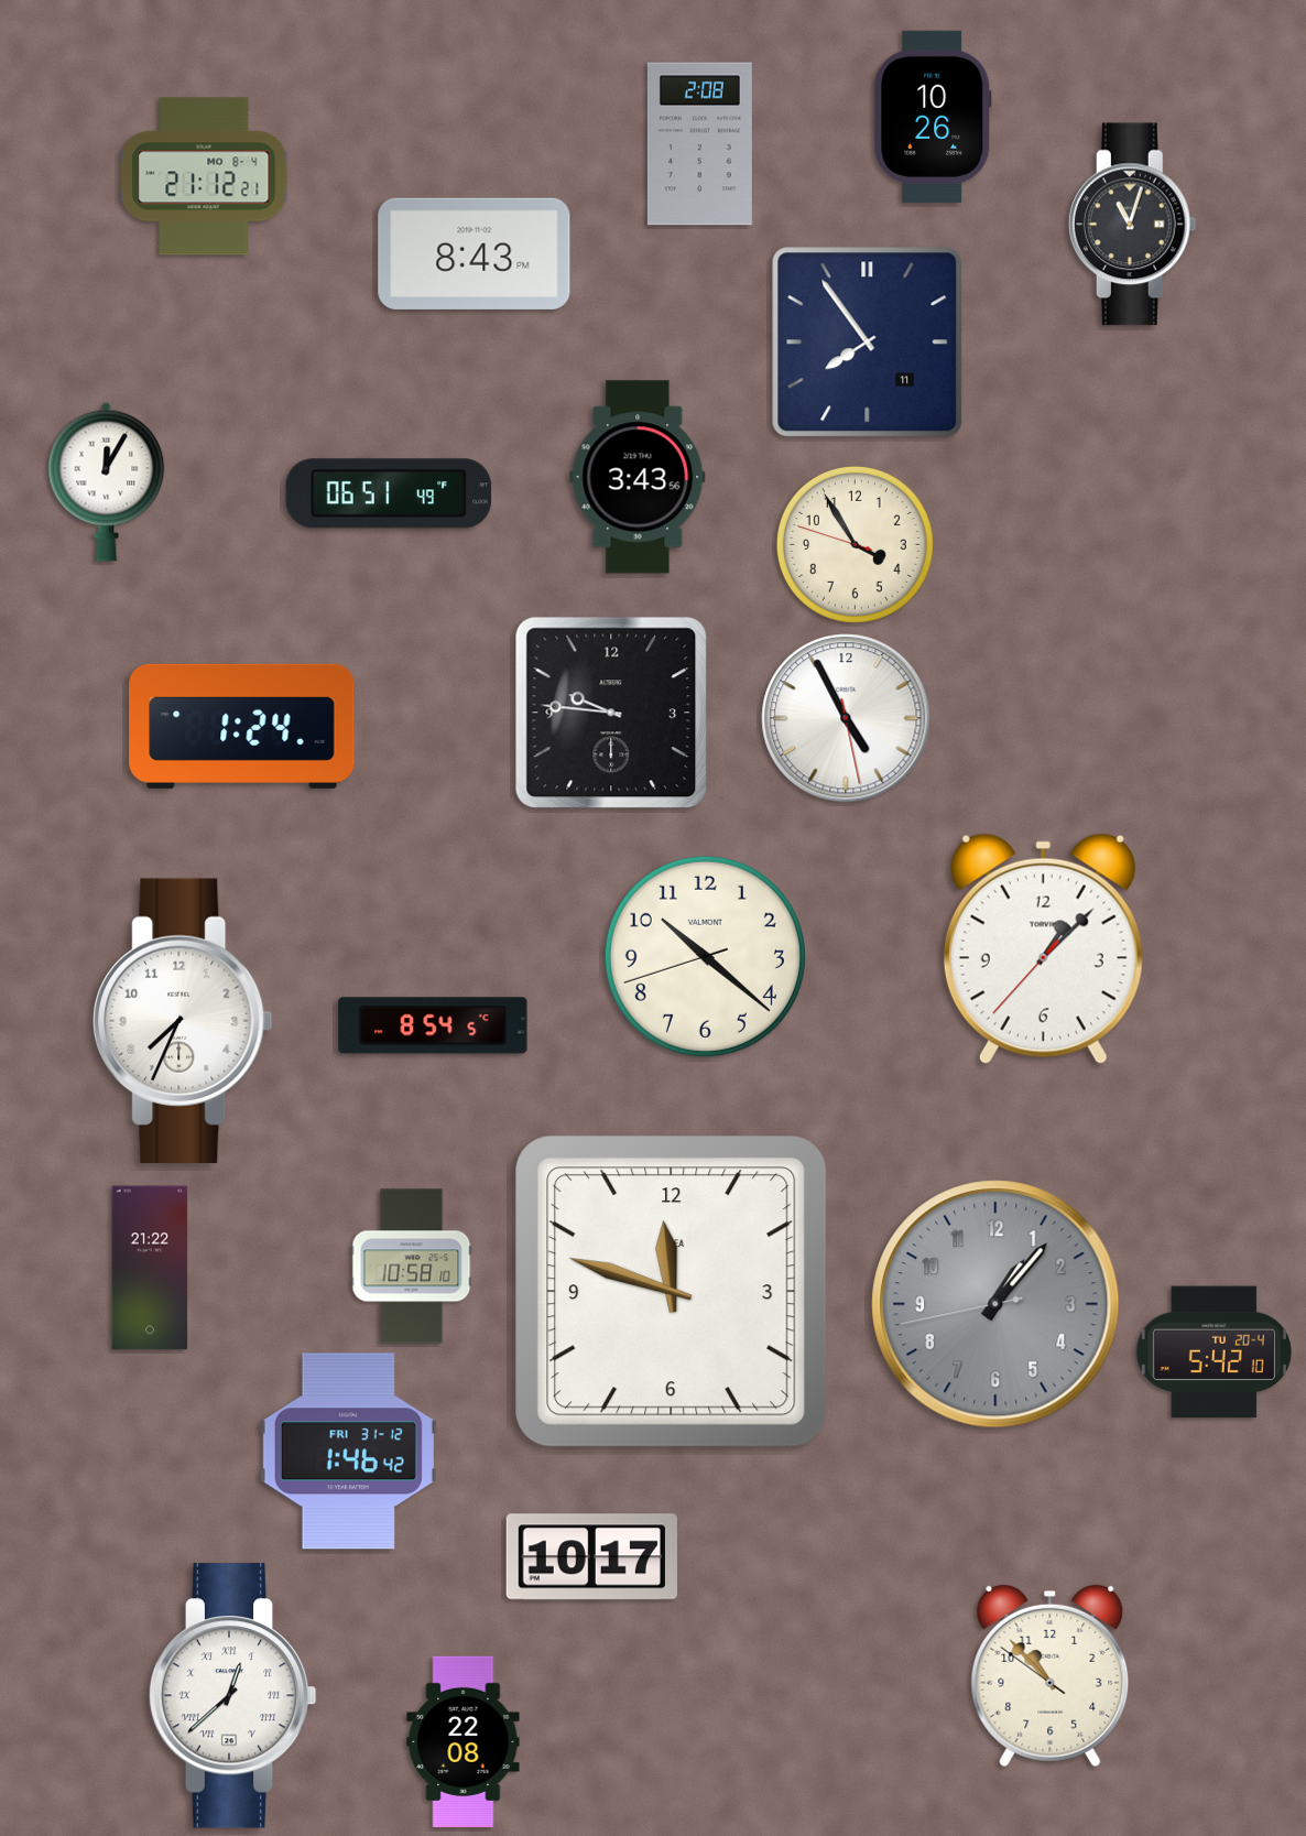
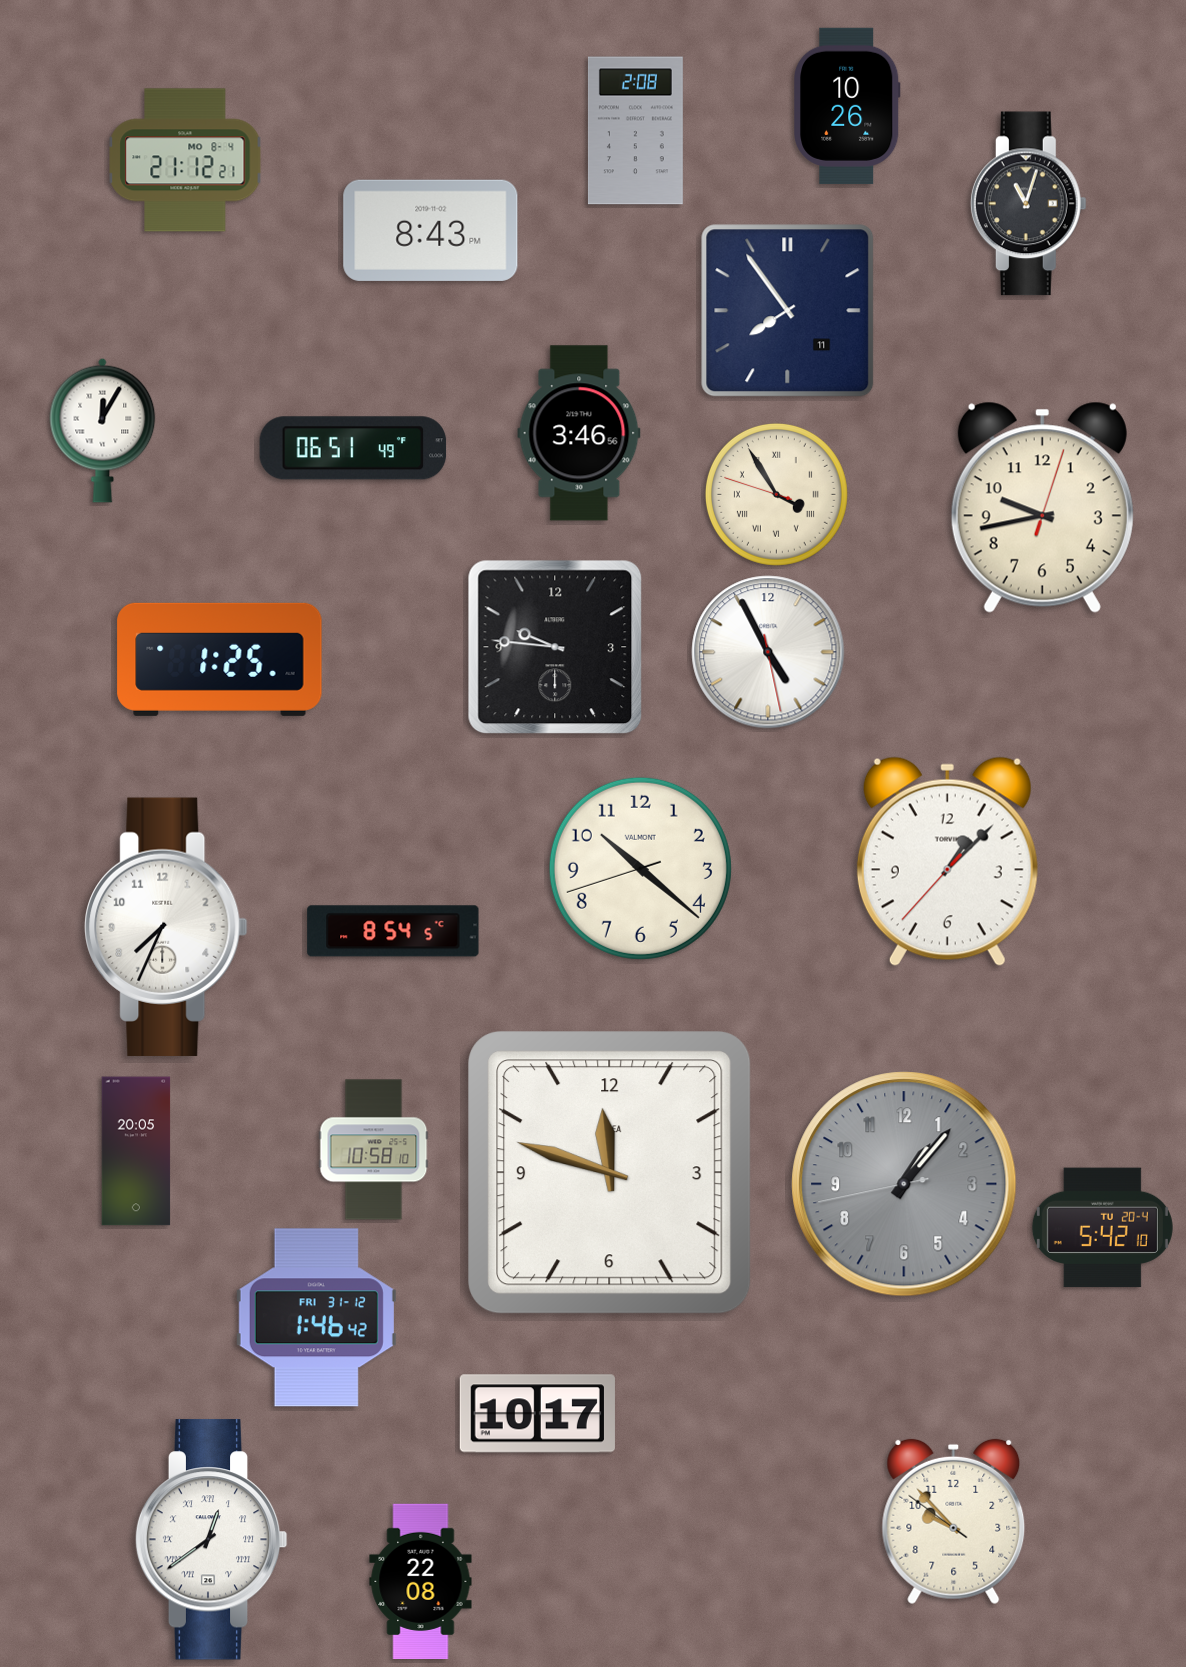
clock at (638, 477): 3:43 -> 3:46
clock at (107, 481) position: (107, 481) -> (103, 430)
clock at (855, 544) numerals: Arabic -> Roman
clock at (1042, 507): none -> 9:43
clock at (242, 726): 1:24 -> 1:25
clock at (150, 1268): 21:22 -> 20:05
clock at (1051, 1676): 10:52 -> 9:52
clock at (232, 1696): 12:38 -> 12:39
